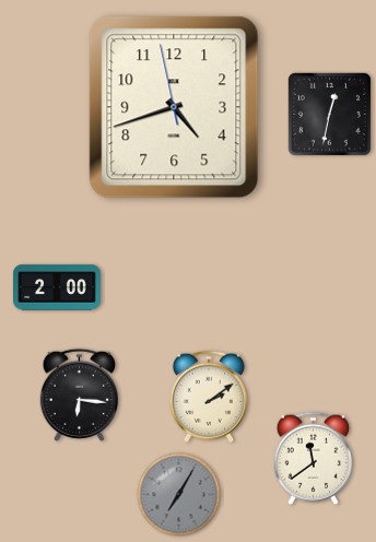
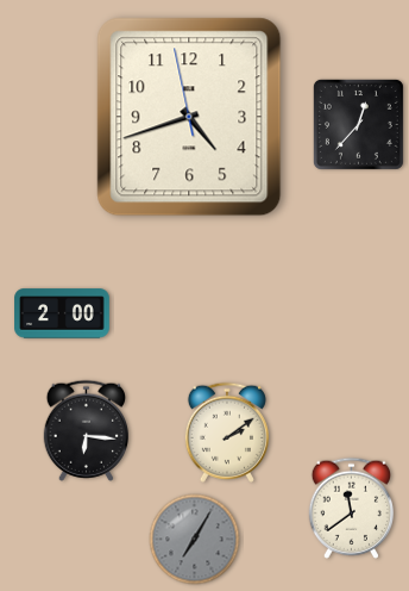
clock at (329, 114): 12:32 -> 12:37
clock at (313, 458) position: (313, 458) -> (351, 508)
